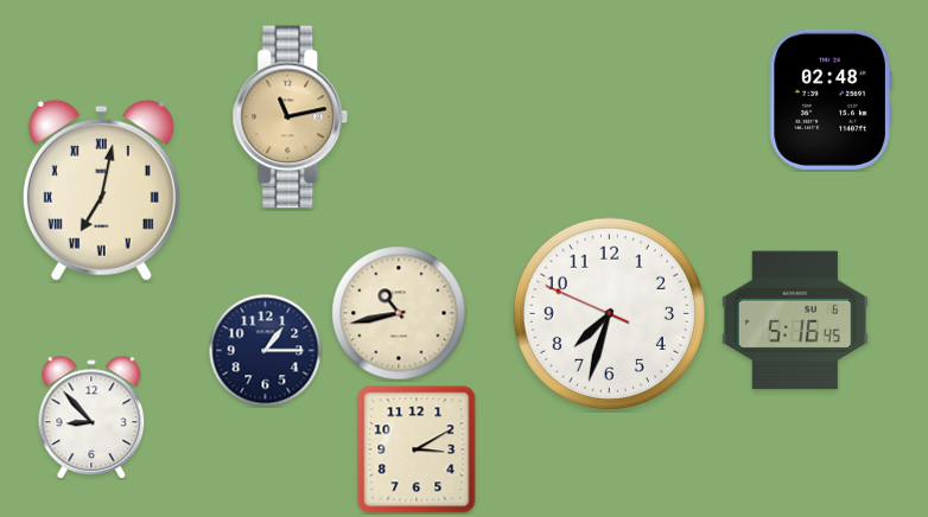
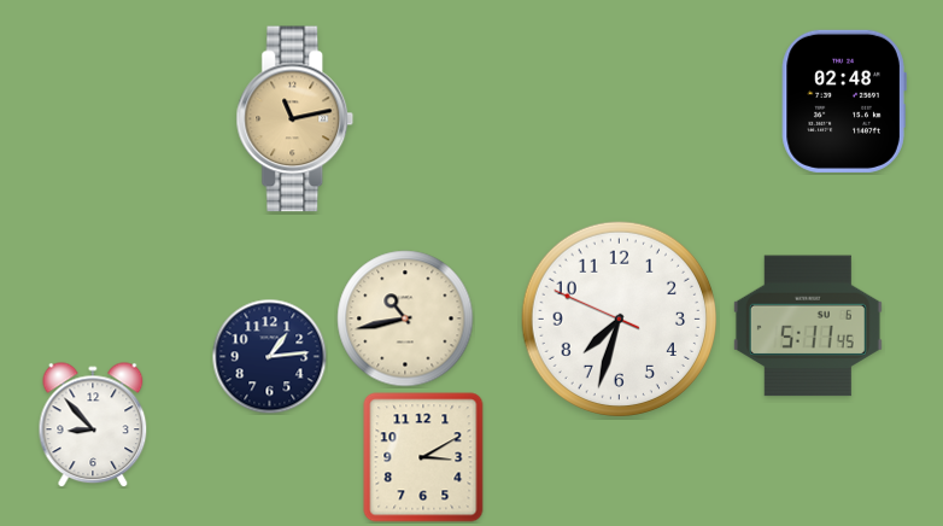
clock at (101, 190): 7:02 -> none
clock at (795, 320): 5:16 -> 5:11
clock at (265, 350): 1:15 -> 1:14
